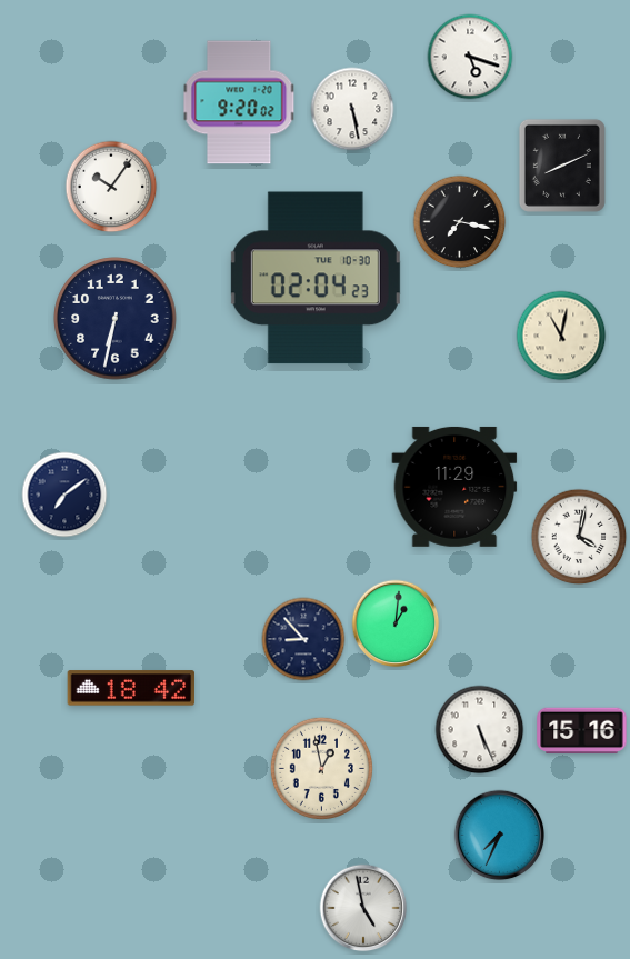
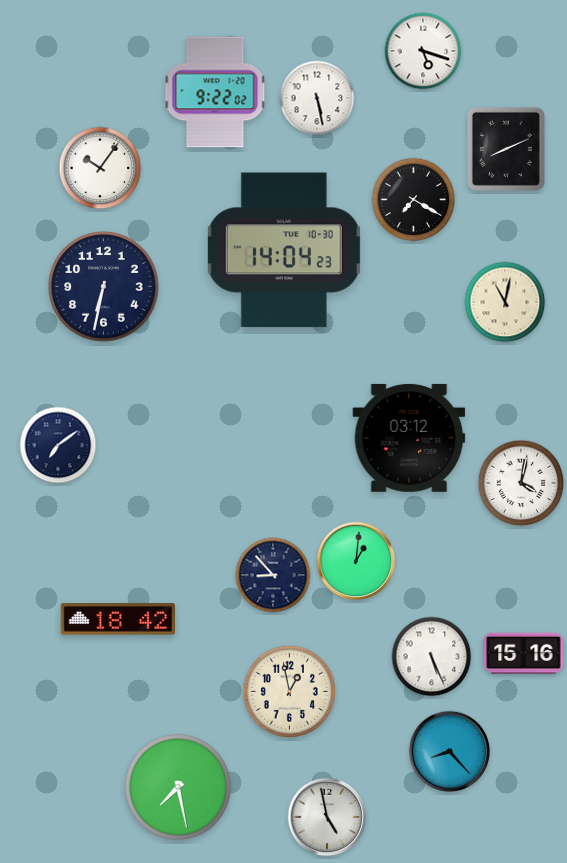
clock at (239, 102): 9:20 -> 9:22
clock at (460, 222): 7:17 -> 7:20
clock at (316, 278): 02:04 -> 14:04
clock at (454, 487): 11:29 -> 03:12
clock at (582, 731) position: (582, 731) -> (524, 654)
clock at (500, 836): 7:34 -> 8:23
clock at (178, 787): none -> 7:28
